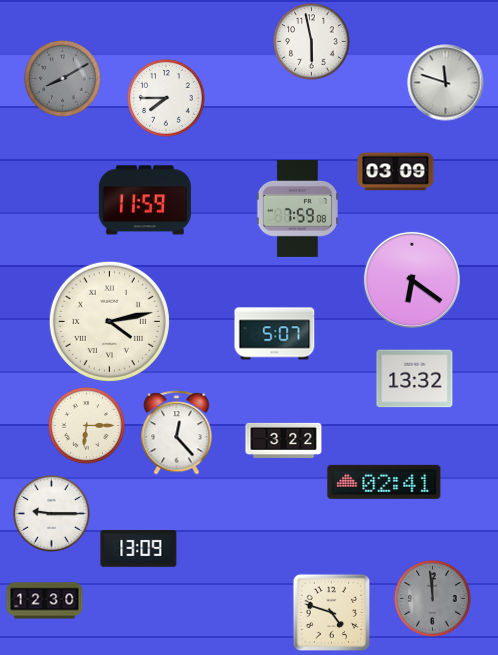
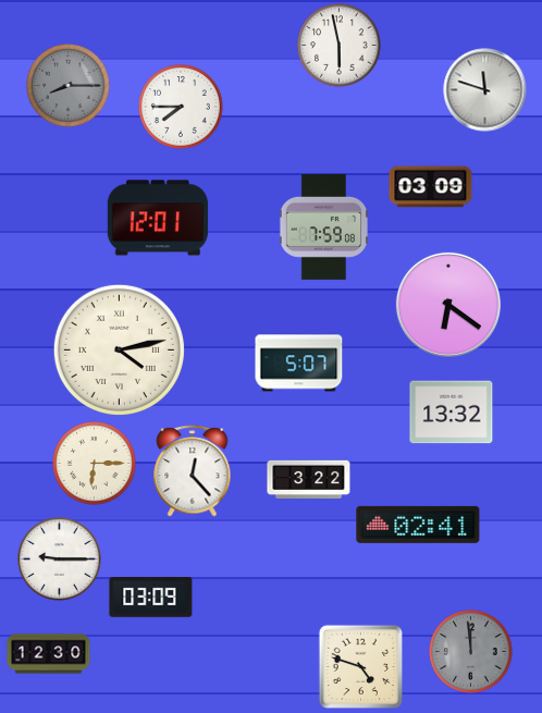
clock at (63, 79): 8:10 -> 8:15
clock at (145, 200): 11:59 -> 12:01
clock at (52, 514) position: (52, 514) -> (60, 560)
clock at (139, 549): 13:09 -> 03:09
